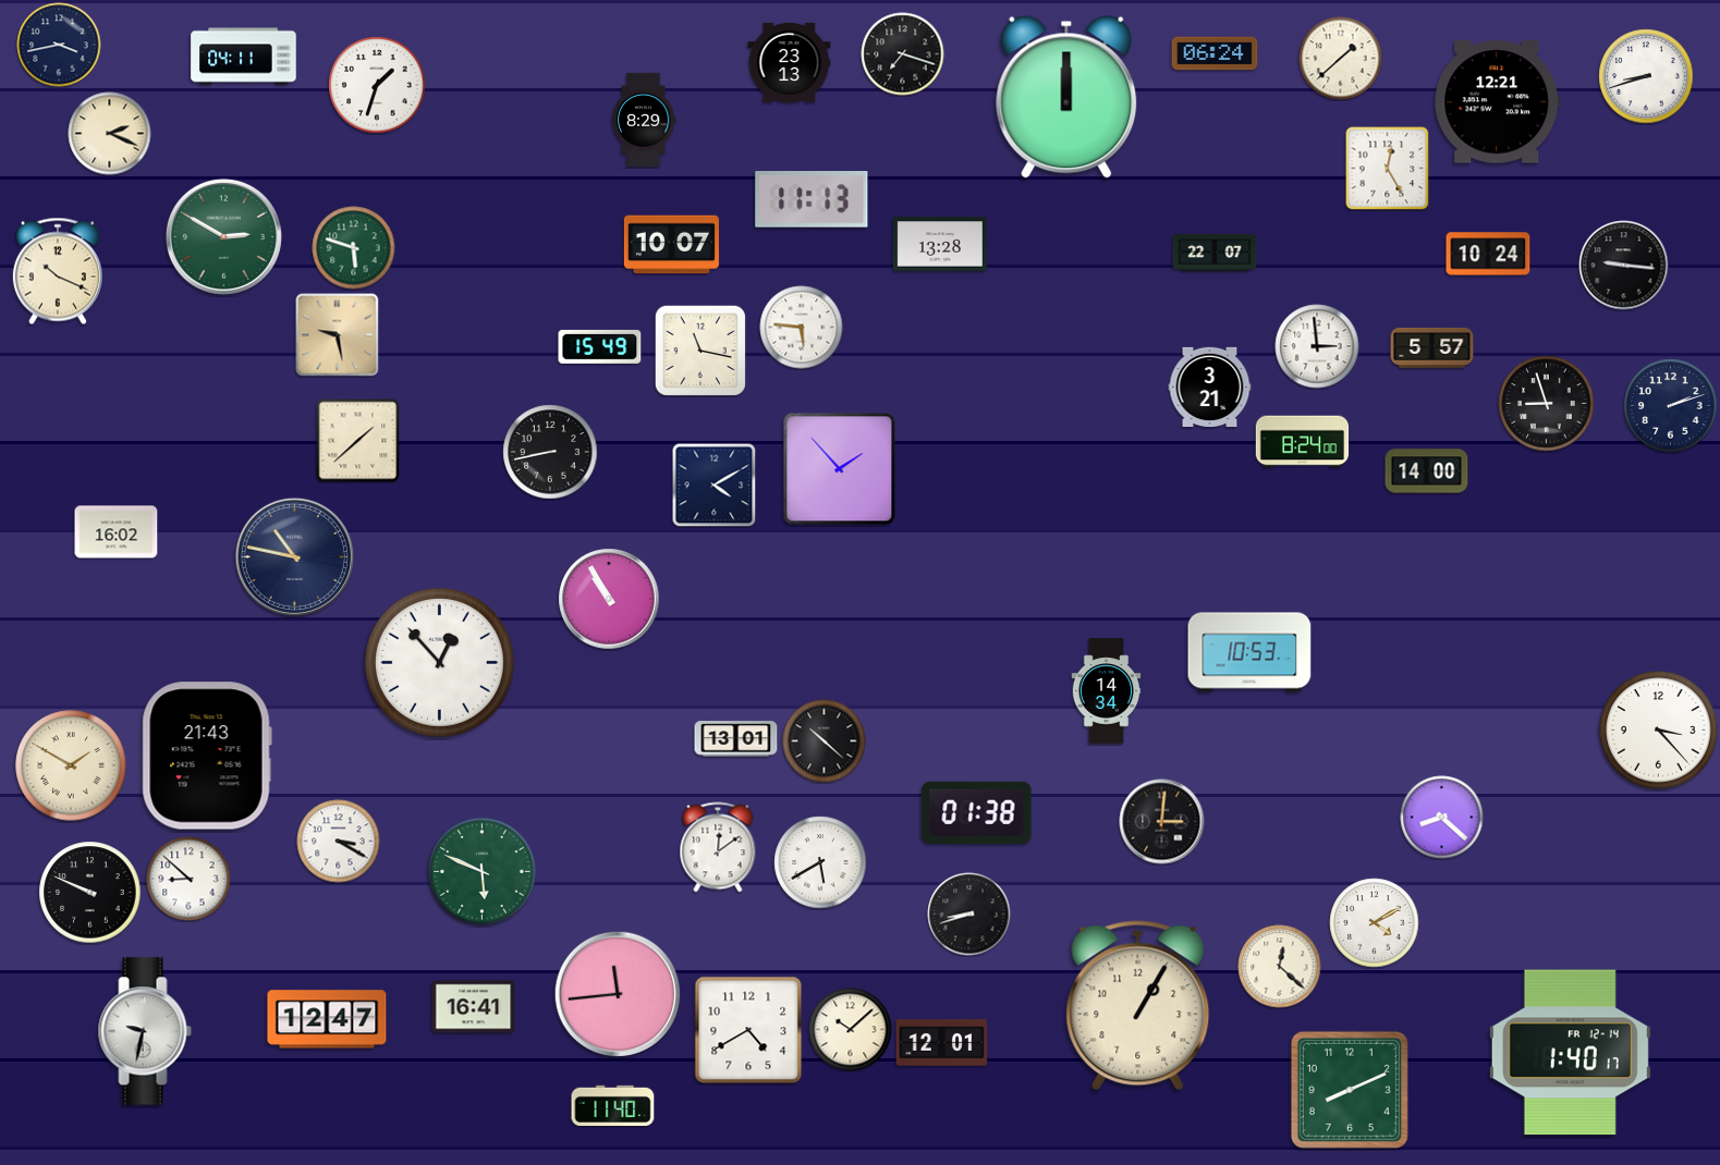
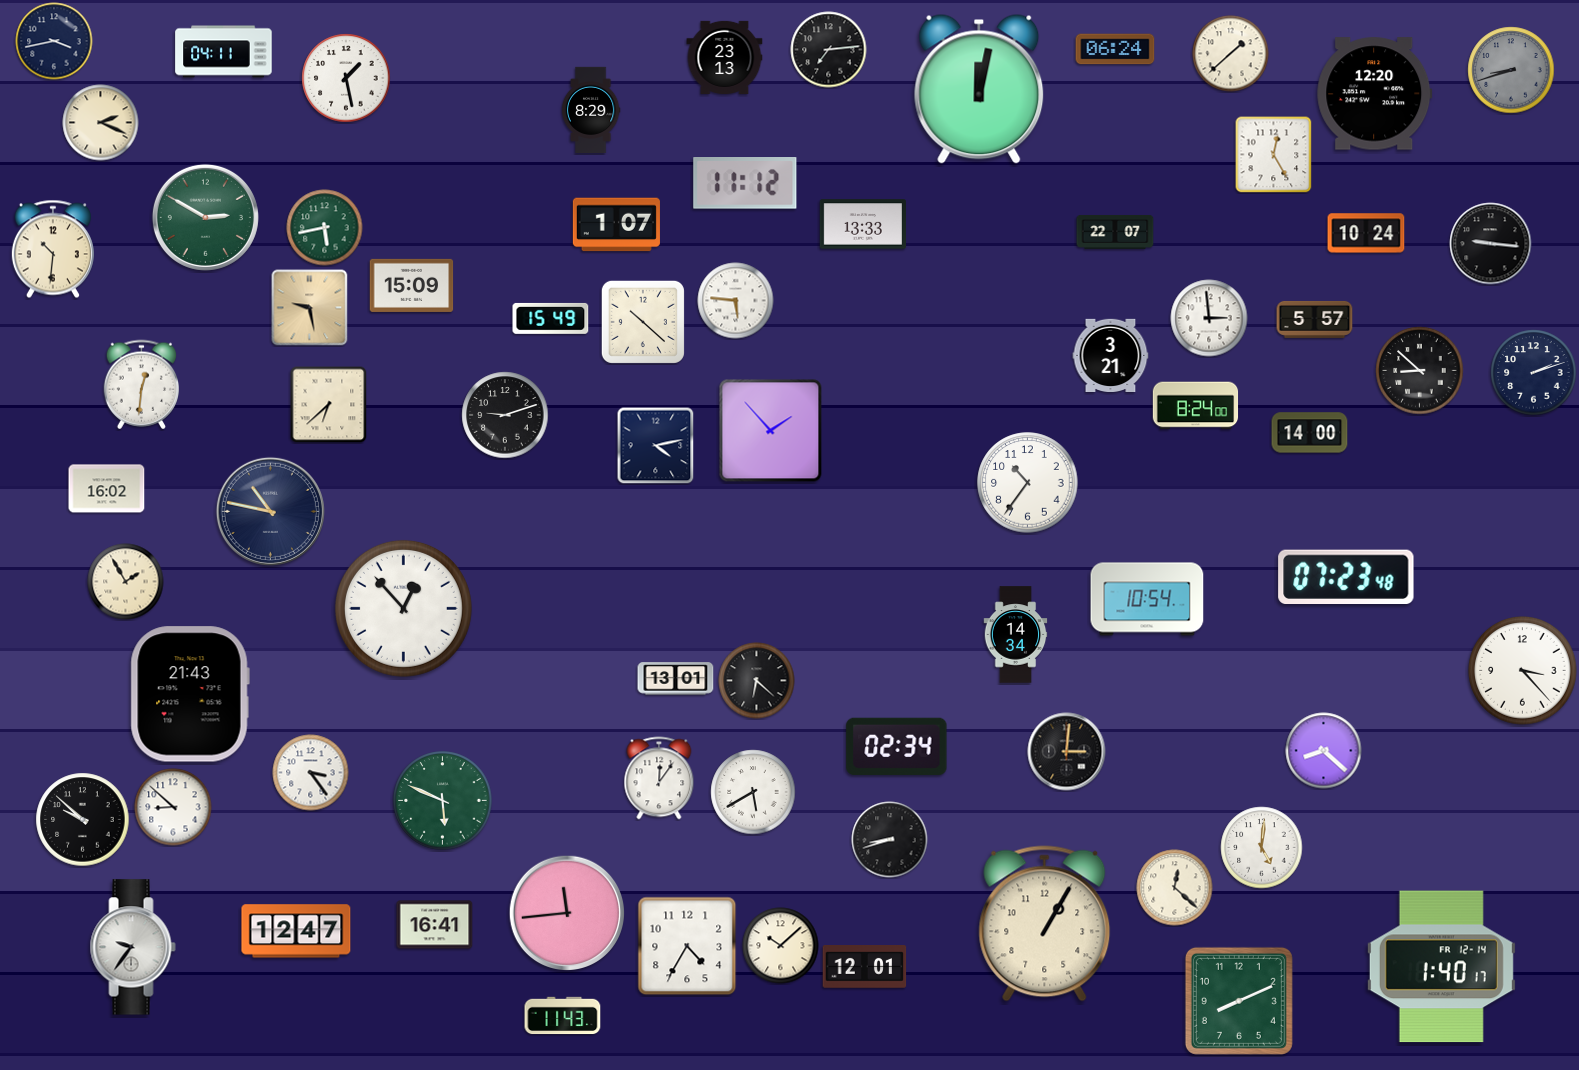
clock at (903, 54): 7:18 -> 7:14
clock at (1646, 76) dial: white -> grey
clock at (377, 85): 1:33 -> 1:28
clock at (1066, 97): 12:00 -> 12:02
clock at (1498, 102): 12:21 -> 12:20
clock at (812, 199): 11:13 -> 11:12
clock at (939, 244): 13:28 -> 13:33
clock at (671, 245): 10:07 -> 1:07
clock at (354, 248): 5:48 -> 5:43
clock at (58, 271): 10:19 -> 10:31
clock at (412, 285): none -> 15:09
clock at (700, 351): 11:17 -> 10:22
clock at (1547, 404): 8:57 -> 8:52
clock at (141, 385): none -> 12:31
clock at (357, 440): 1:38 -> 6:38
clock at (550, 452): 8:43 -> 9:12
clock at (713, 485): 4:10 -> 4:13
clock at (1028, 483): none -> 10:36
clock at (609, 599): 10:55 -> none
clock at (1346, 577): none -> 07:23
clock at (126, 582): none -> 1:55
clock at (1249, 652): 10:53 -> 10:54
clock at (825, 741): 10:22 -> 6:22
clock at (71, 765): 1:50 -> none
clock at (977, 812): 01:38 -> 02:34
clock at (1162, 822) position: (1162, 822) -> (1067, 752)
clock at (339, 842): 3:20 -> 3:24
clock at (718, 847): 12:09 -> 12:06
clock at (90, 893): 9:49 -> 9:52
clock at (1375, 923): 4:10 -> 5:01
clock at (327, 1019) position: (327, 1019) -> (296, 931)
clock at (748, 1030): 4:40 -> 4:35
clock at (145, 1031): 9:32 -> 9:36
clock at (942, 1043) position: (942, 1043) -> (865, 967)
clock at (613, 1106): 11:40 -> 11:43
